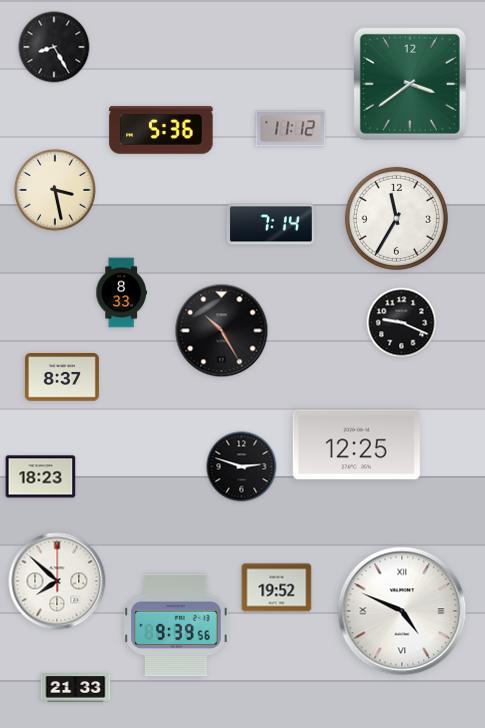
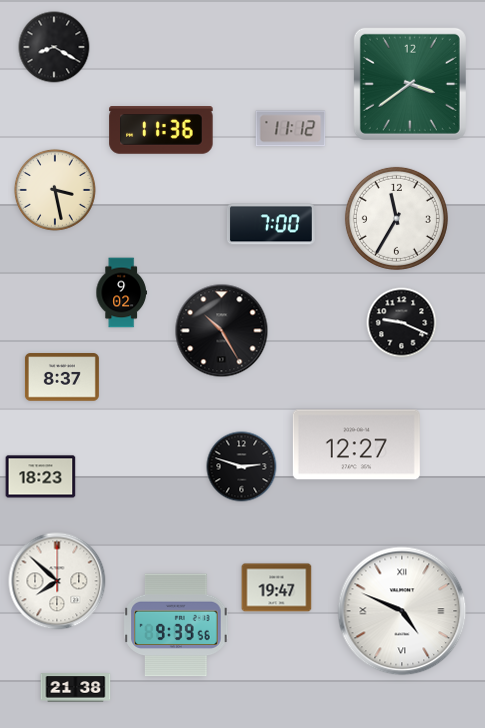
clock at (54, 47): 8:25 -> 8:20
clock at (161, 130): 5:36 -> 11:36
clock at (271, 224): 7:14 -> 7:00
clock at (121, 293): 8:33 -> 9:02
clock at (356, 445): 12:25 -> 12:27
clock at (277, 588): 19:52 -> 19:47
clock at (76, 688): 21:33 -> 21:38
